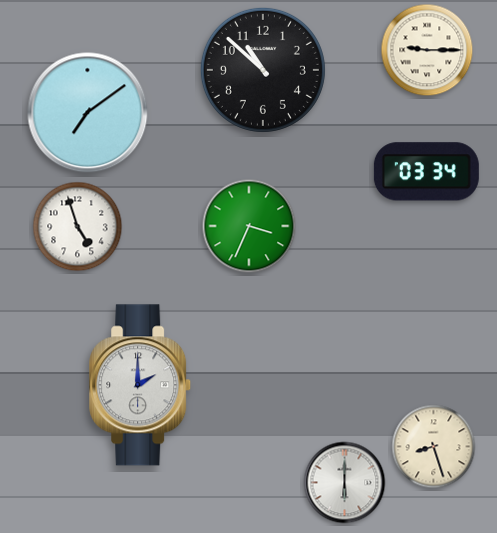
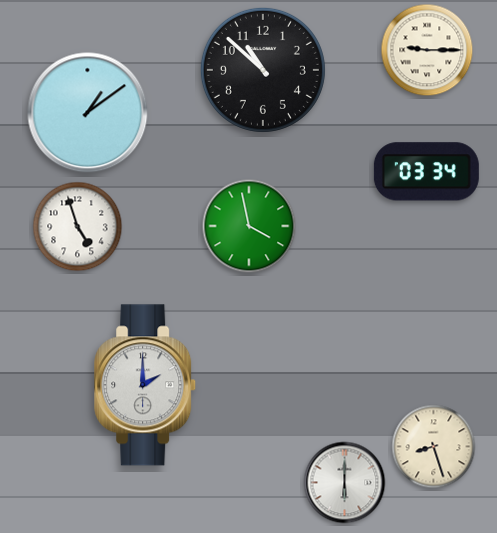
clock at (88, 113): 7:09 -> 1:09
clock at (249, 226): 3:34 -> 3:58
clock at (141, 385) position: (141, 385) -> (146, 385)
